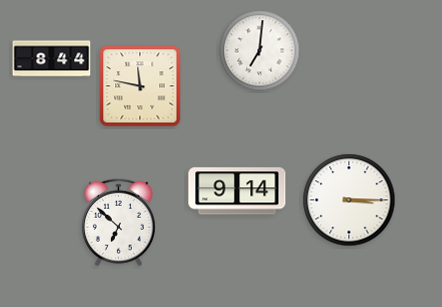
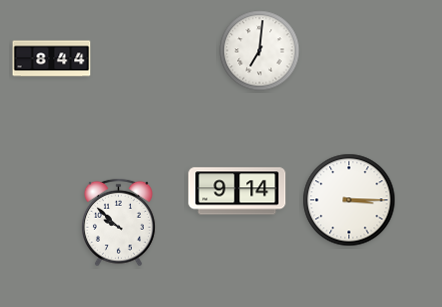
clock at (140, 86): 11:47 -> none
clock at (118, 223): 6:52 -> 9:52
